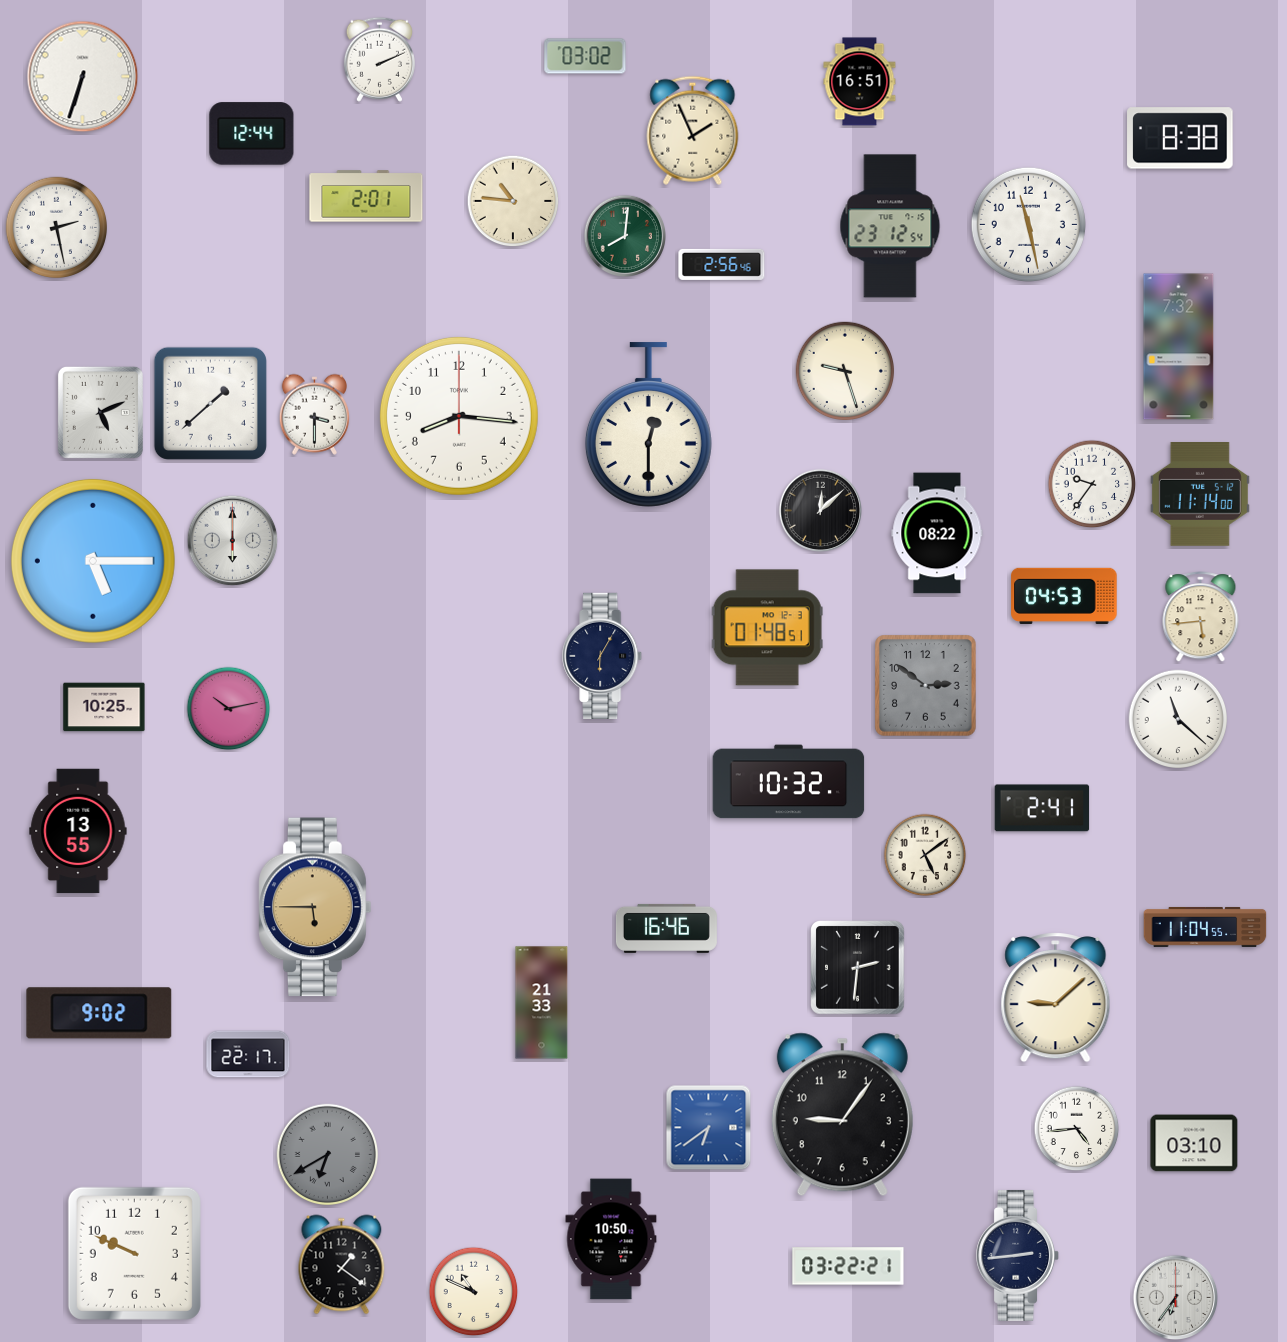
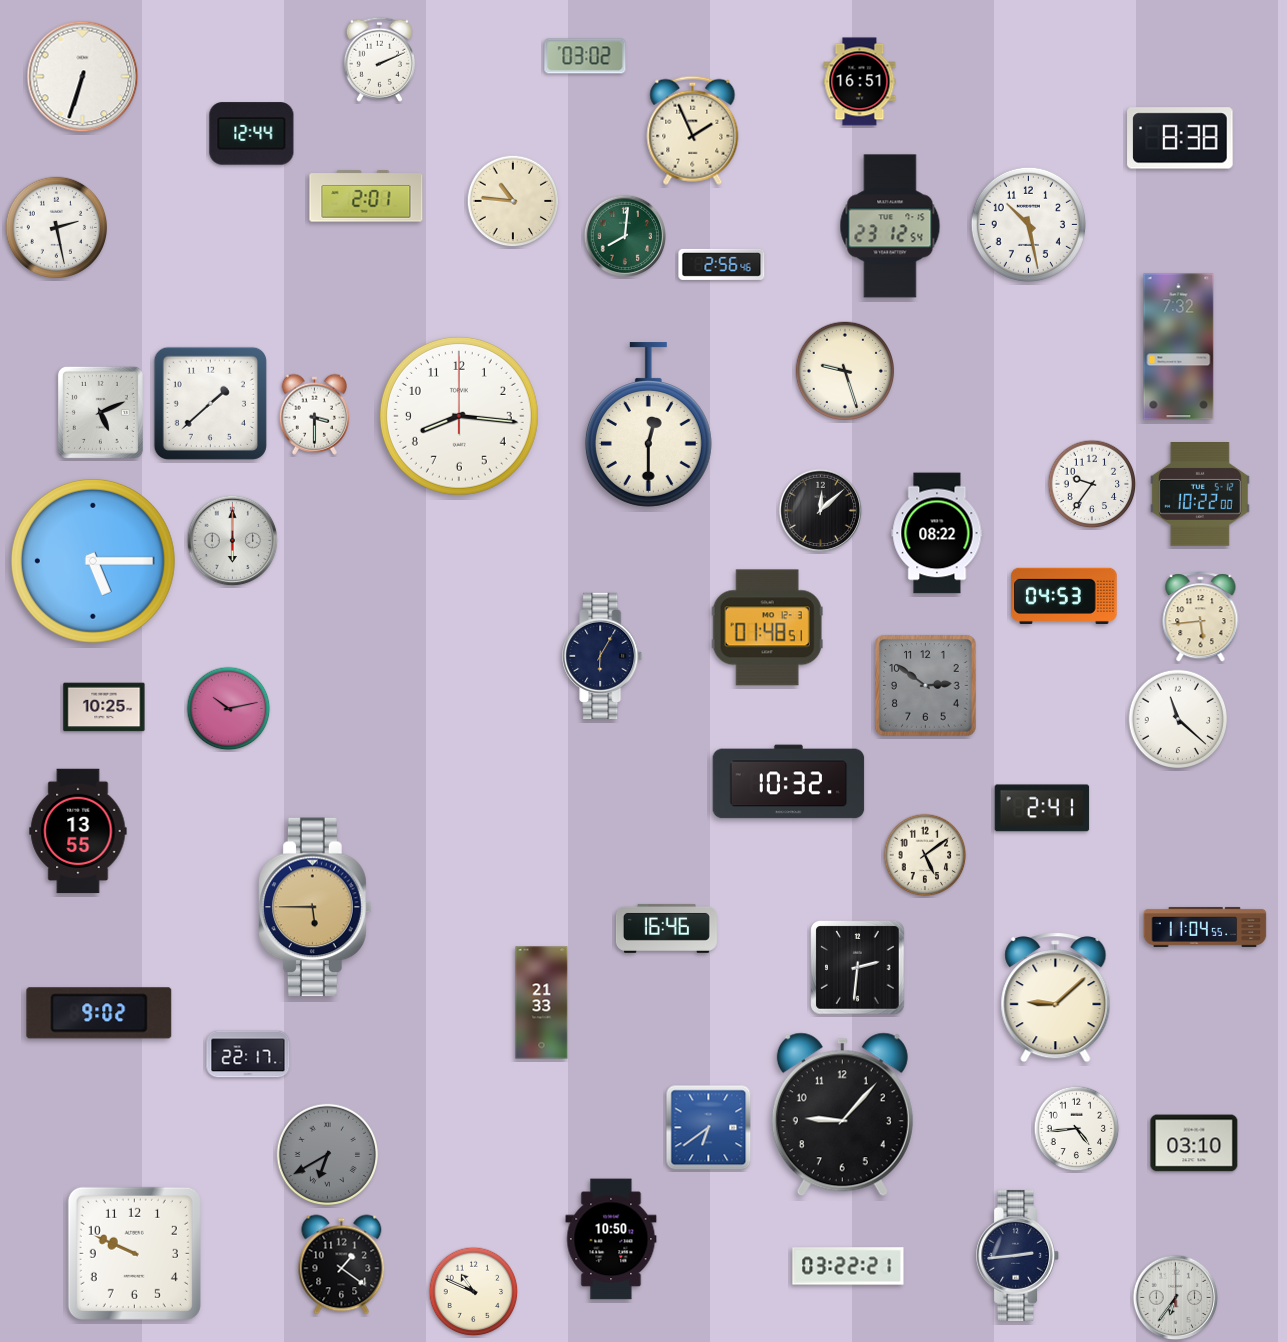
clock at (1028, 224): 11:28 -> 10:28
clock at (1200, 495): 11:14 -> 10:22
clock at (842, 1115): 9:06 -> 9:07
